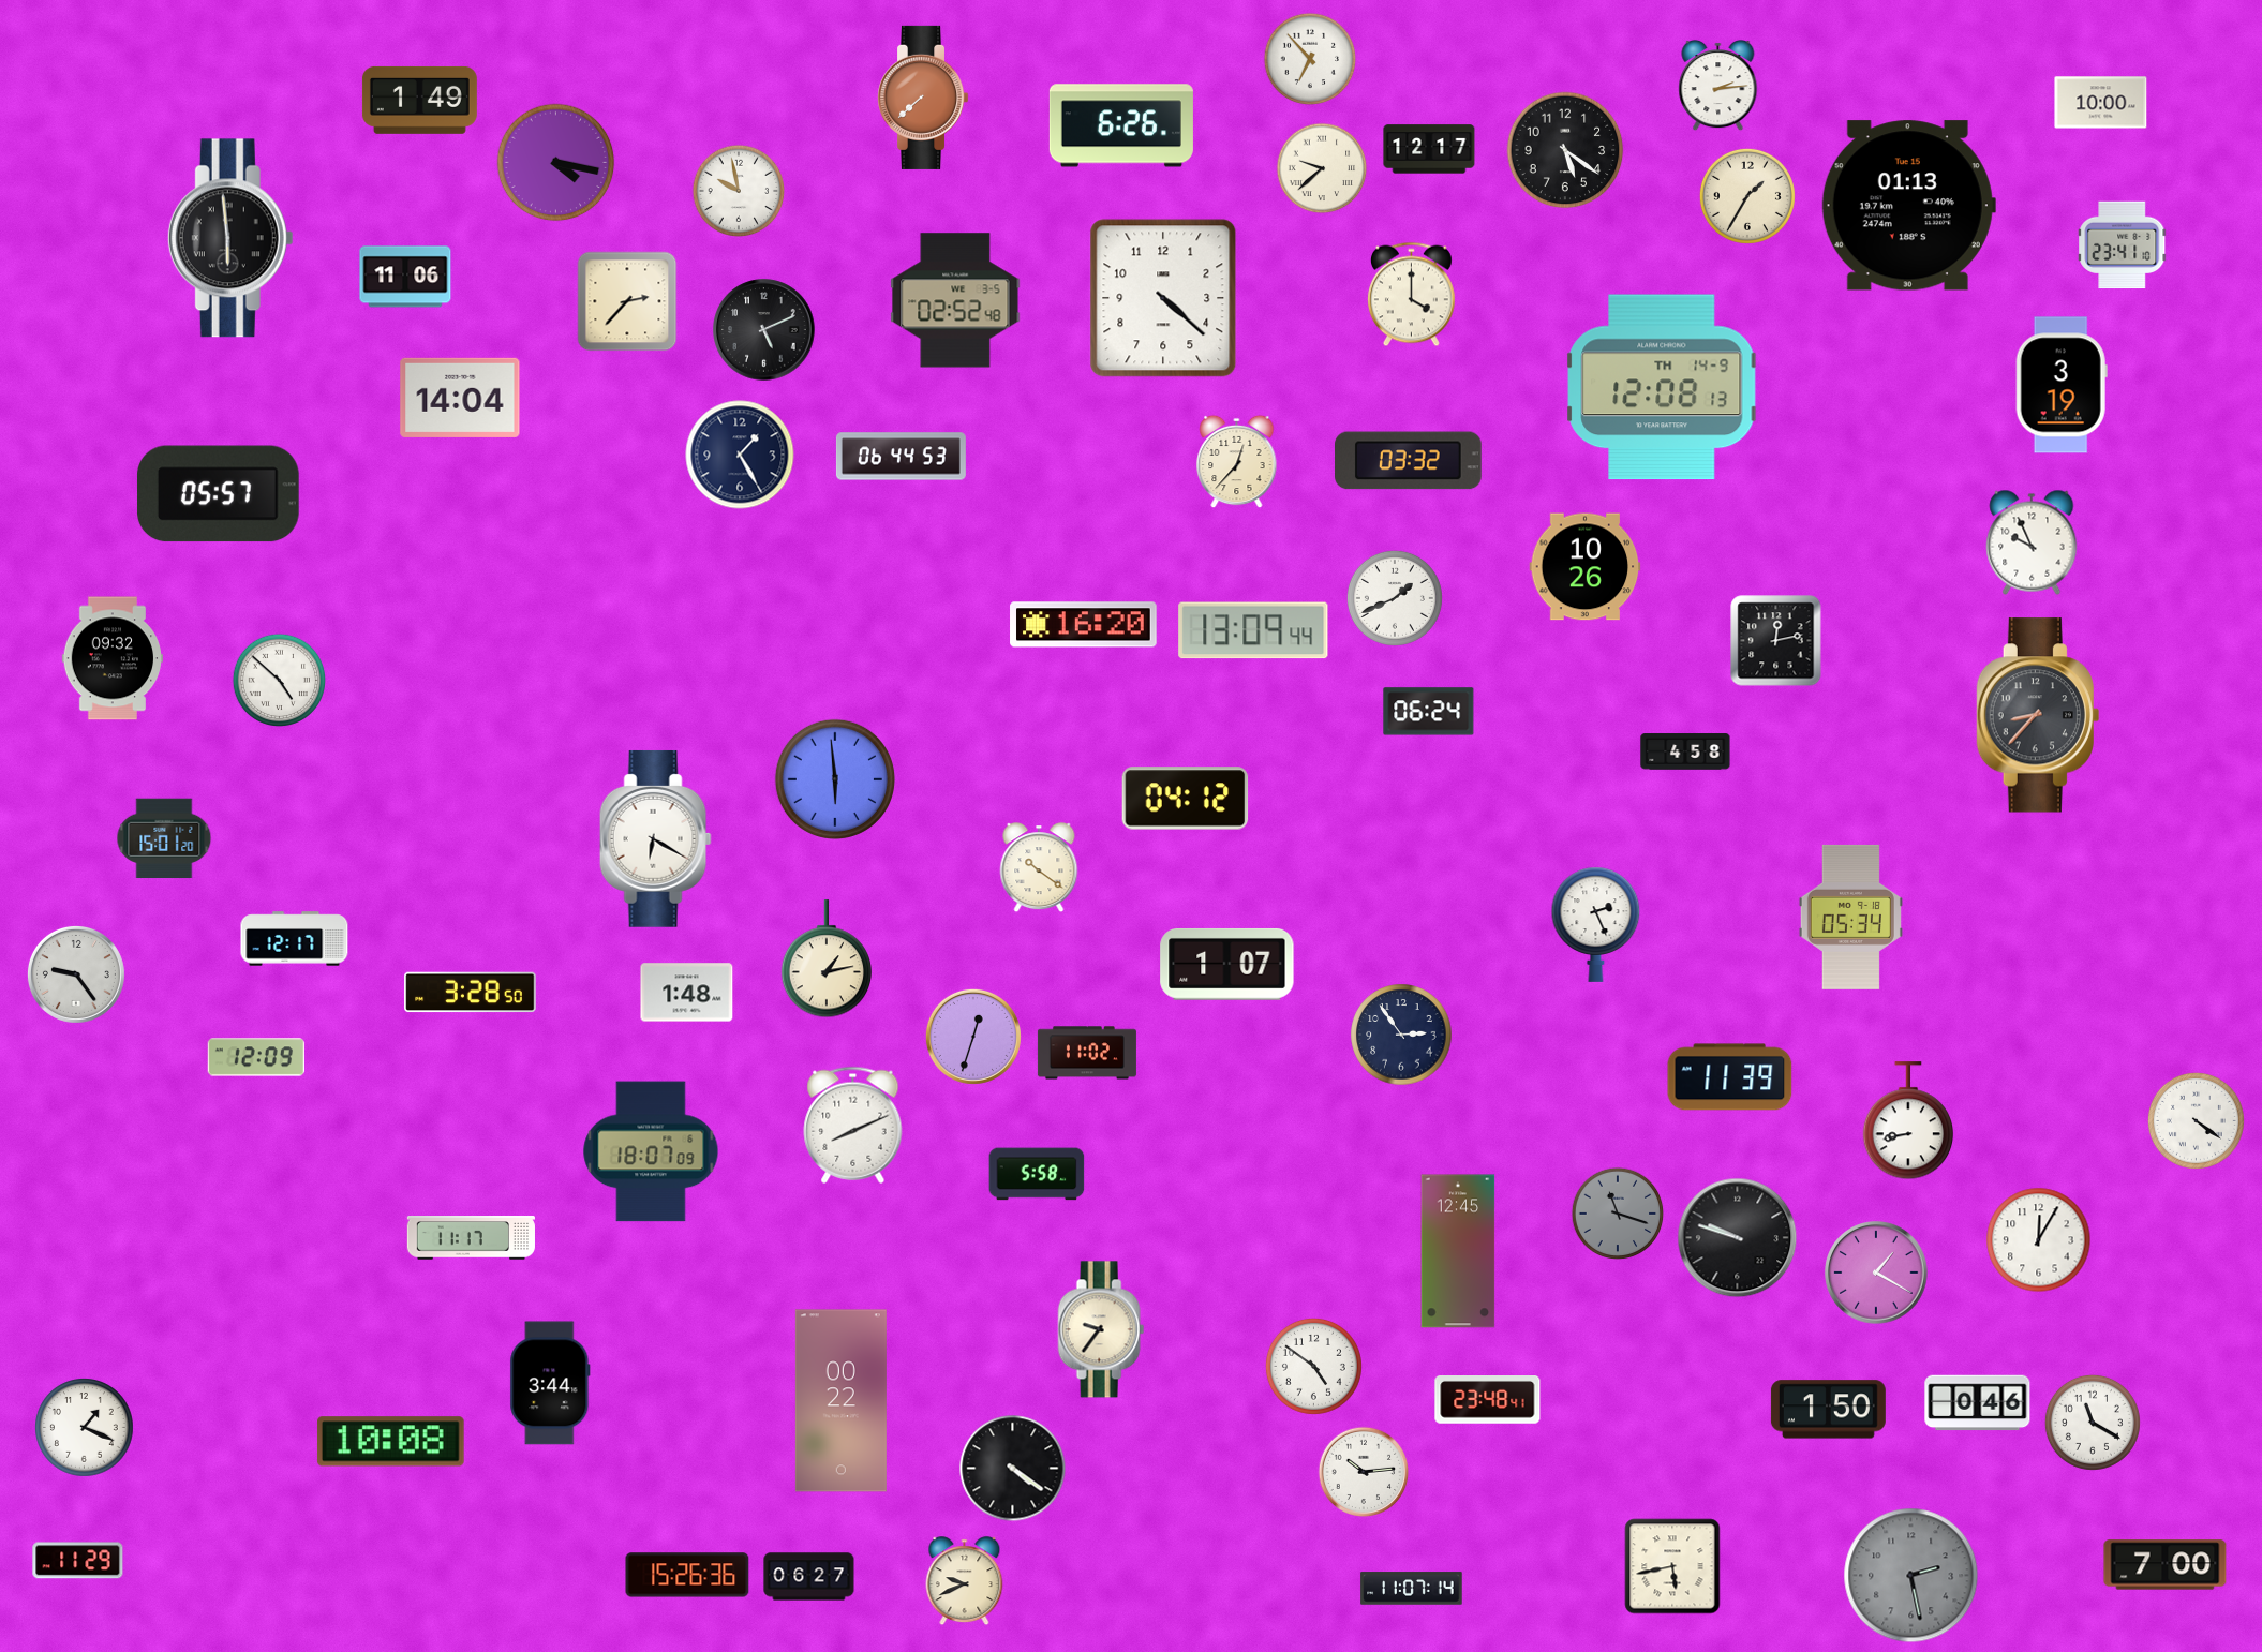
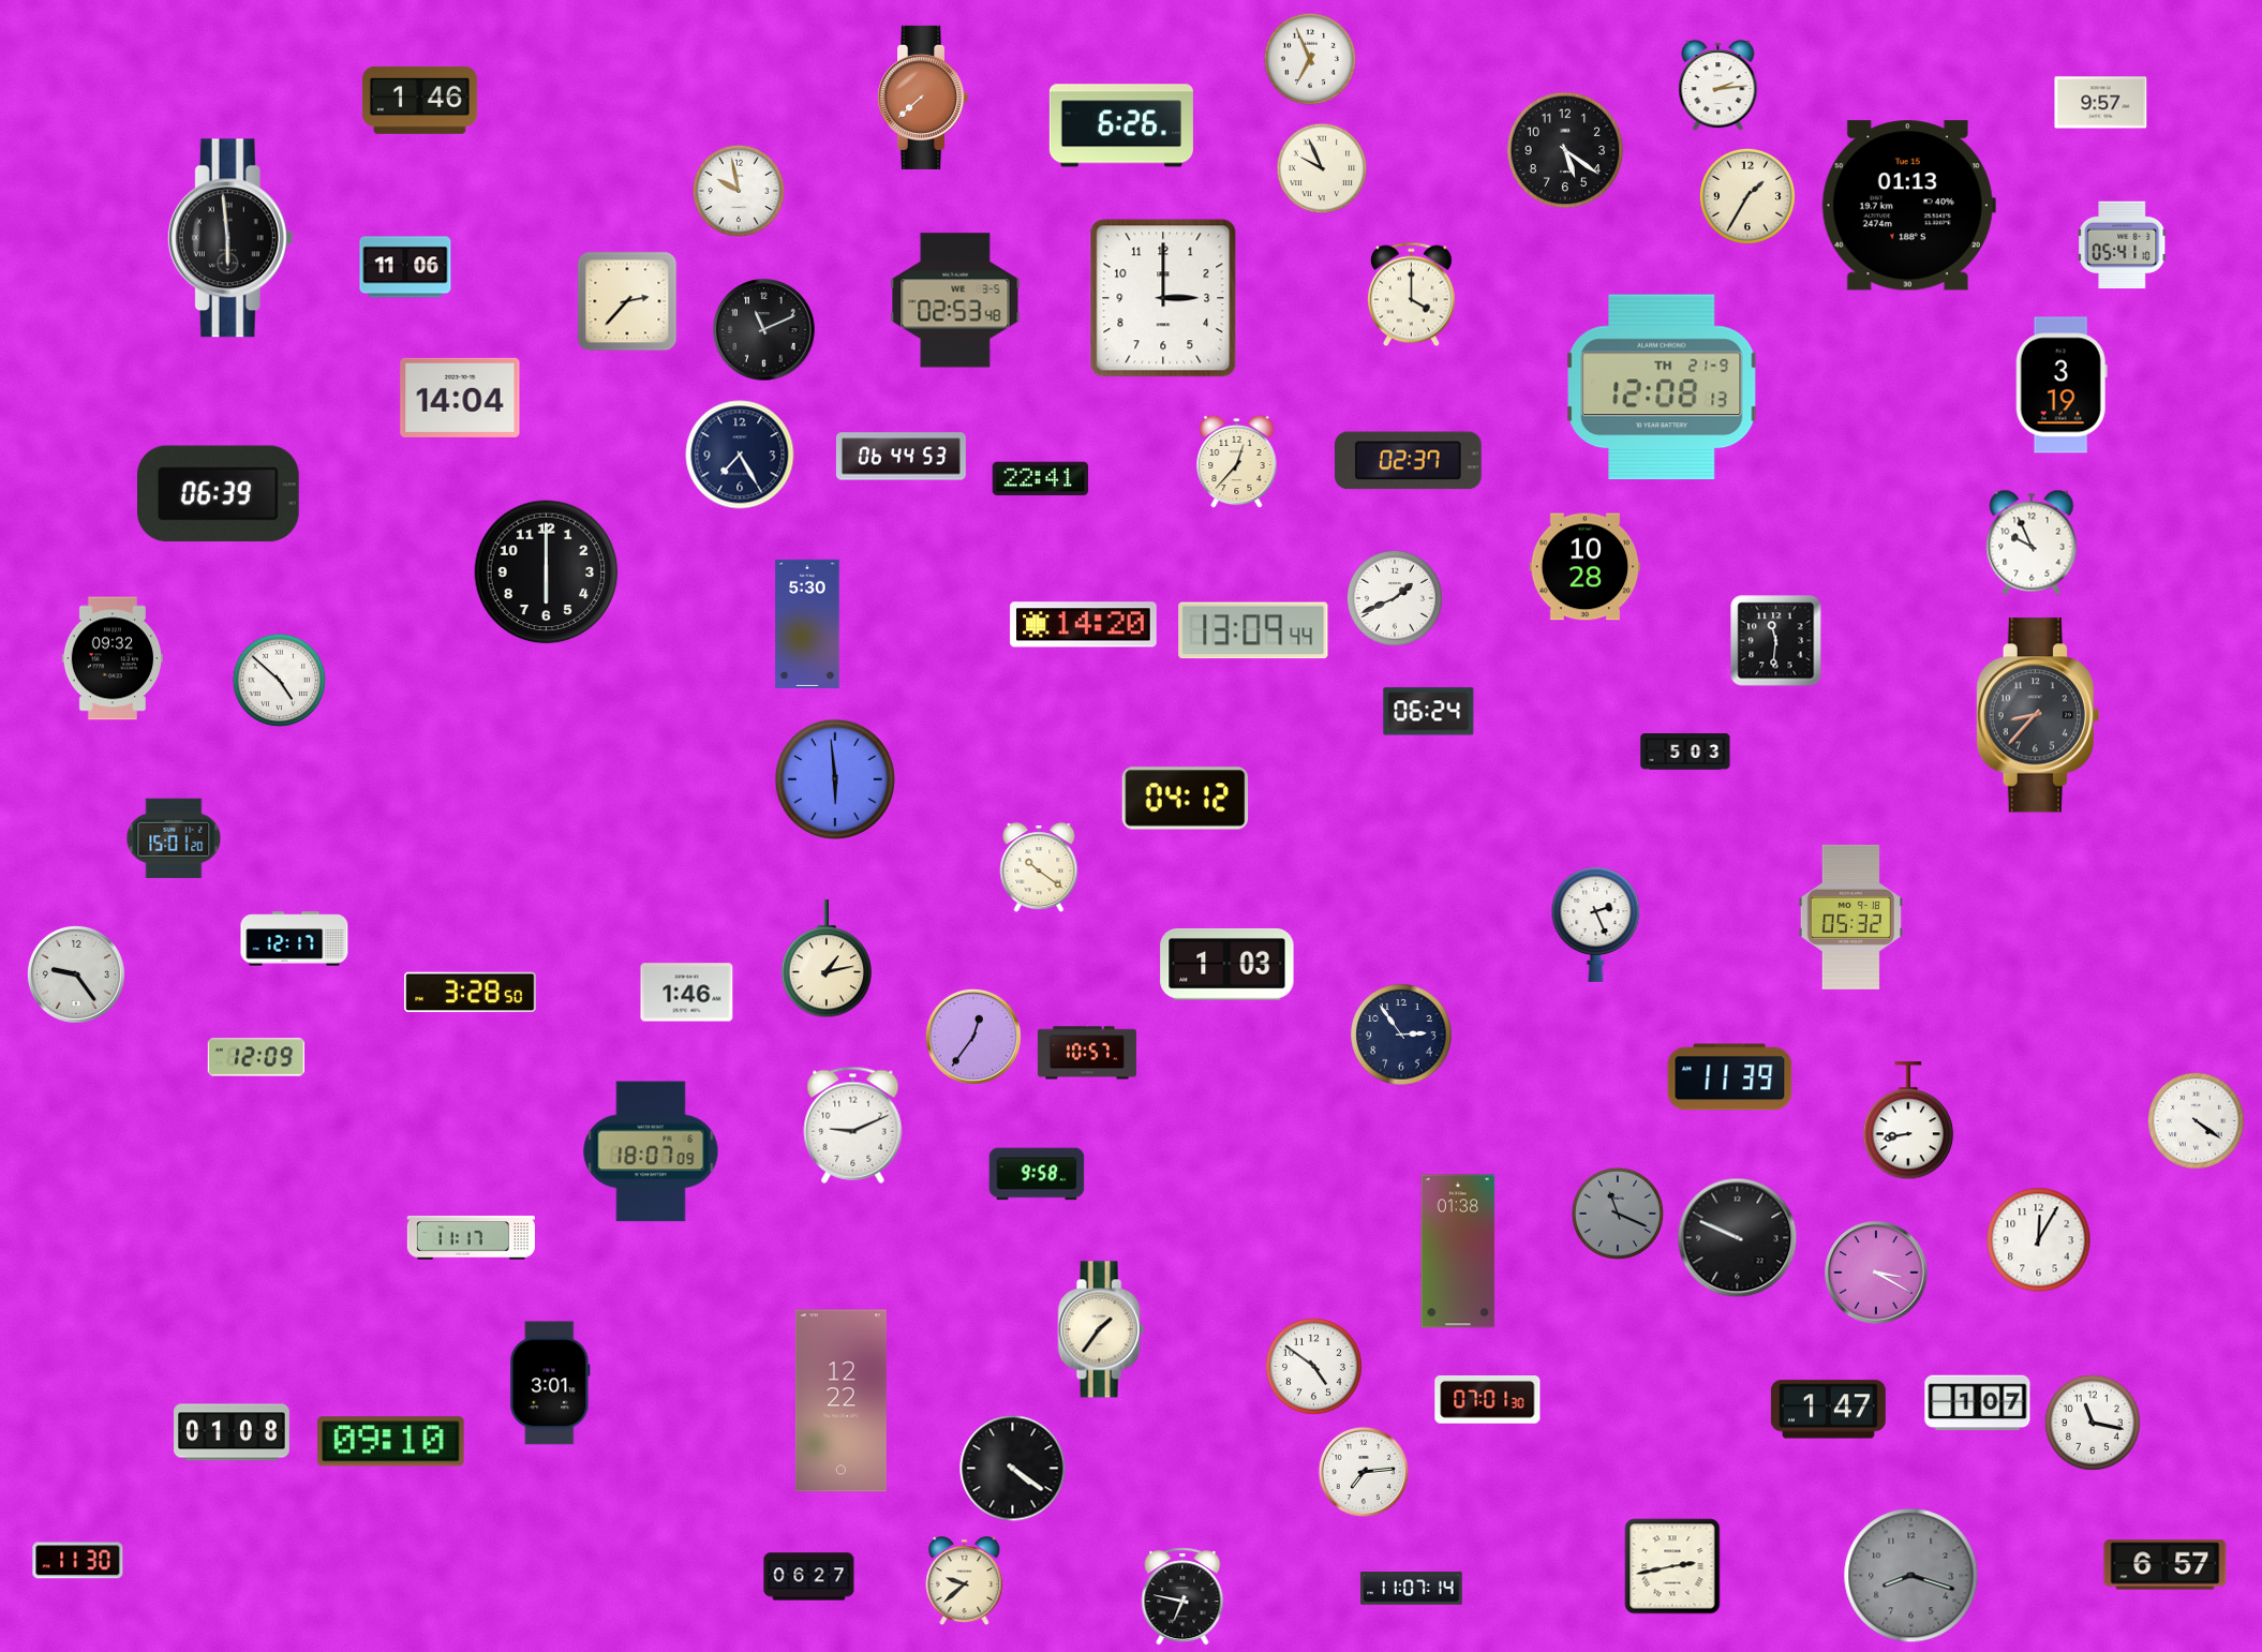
clock at (1310, 59): 6:53 -> 6:56
clock at (419, 100): 1:49 -> 1:46
clock at (2101, 103): 10:00 -> 9:57
clock at (1429, 149): 12:17 -> none
clock at (556, 163): 4:17 -> none
clock at (1322, 168): 9:38 -> 9:56
clock at (2123, 245): 23:41 -> 05:41
clock at (405, 277) position: (405, 277) -> (405, 267)
clock at (1163, 298): 4:22 -> 3:00
clock at (955, 300): 02:52 -> 02:53
clock at (764, 330): 5:11 -> 11:11
clock at (1662, 387) date: TH 14-9 -> TH 21-9
clock at (740, 455): 1:25 -> 7:25
clock at (1409, 461): 03:32 -> 02:37
clock at (1041, 479): none -> 22:41
clock at (218, 494): 05:57 -> 06:39
clock at (1586, 567): 10:26 -> 10:28
clock at (547, 572): none -> 6:00
clock at (807, 624): none -> 5:30
clock at (1084, 625): 16:20 -> 14:20
clock at (1776, 641): 12:13 -> 11:31
clock at (1685, 751): 4:58 -> 5:03
clock at (164, 838) position: (164, 838) -> (174, 838)
clock at (655, 838): 6:20 -> none
clock at (1850, 917): 05:34 -> 05:32
clock at (1227, 964): 1:07 -> 1:03
clock at (687, 993): 1:48 -> 1:46
clock at (973, 1037): 12:33 -> 12:36
clock at (1087, 1053): 11:02 -> 10:57
clock at (853, 1125): 8:11 -> 9:11
clock at (1037, 1174): 5:58 -> 9:58
clock at (1618, 1214): 11:18 -> 11:19
clock at (1738, 1238): 9:48 -> 9:49
clock at (1458, 1251): 12:45 -> 01:38
clock at (1876, 1273): 1:20 -> 3:20
clock at (1101, 1329): 9:36 -> 1:36
clock at (550, 1383): 3:44 -> 3:01
clock at (1488, 1400): 23:48 -> 07:01
clock at (840, 1401): 00:22 -> 12:22
clock at (1978, 1403): 0:46 -> 1:07
clock at (1828, 1410): 1:50 -> 1:47
clock at (2093, 1423): 11:20 -> 11:17
clock at (85, 1428): 1:19 -> none
clock at (232, 1432): none -> 01:08
clock at (390, 1442): 10:08 -> 09:10
clock at (1364, 1472): 10:14 -> 7:14
clock at (78, 1561): 11:29 -> 11:30
clock at (2166, 1565): 7:00 -> 6:57
clock at (1672, 1566): 5:43 -> 2:43
clock at (687, 1575): 15:26 -> none
clock at (1911, 1576): 2:28 -> 8:18
clock at (965, 1581): 9:41 -> 9:38
clock at (1182, 1596): none -> 6:47
